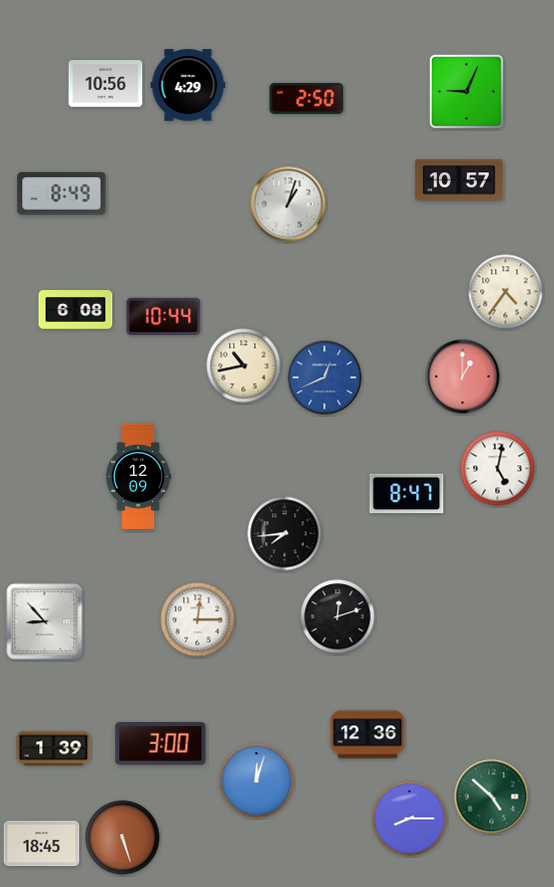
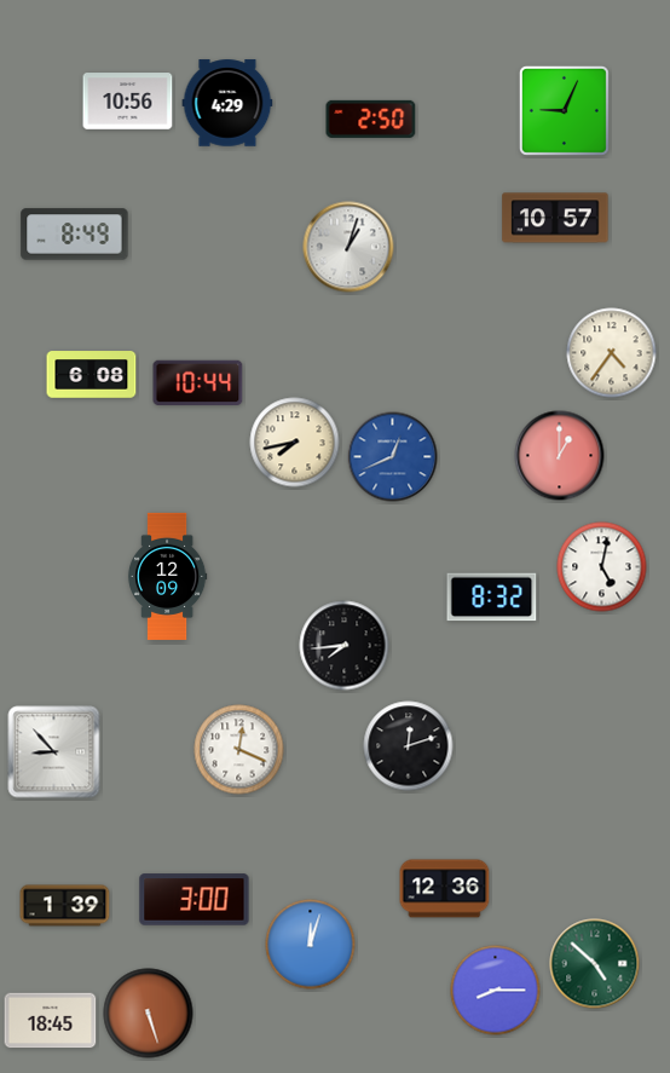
clock at (244, 366): 10:43 -> 7:43
clock at (407, 494): 8:47 -> 8:32
clock at (198, 620): 12:15 -> 12:19
